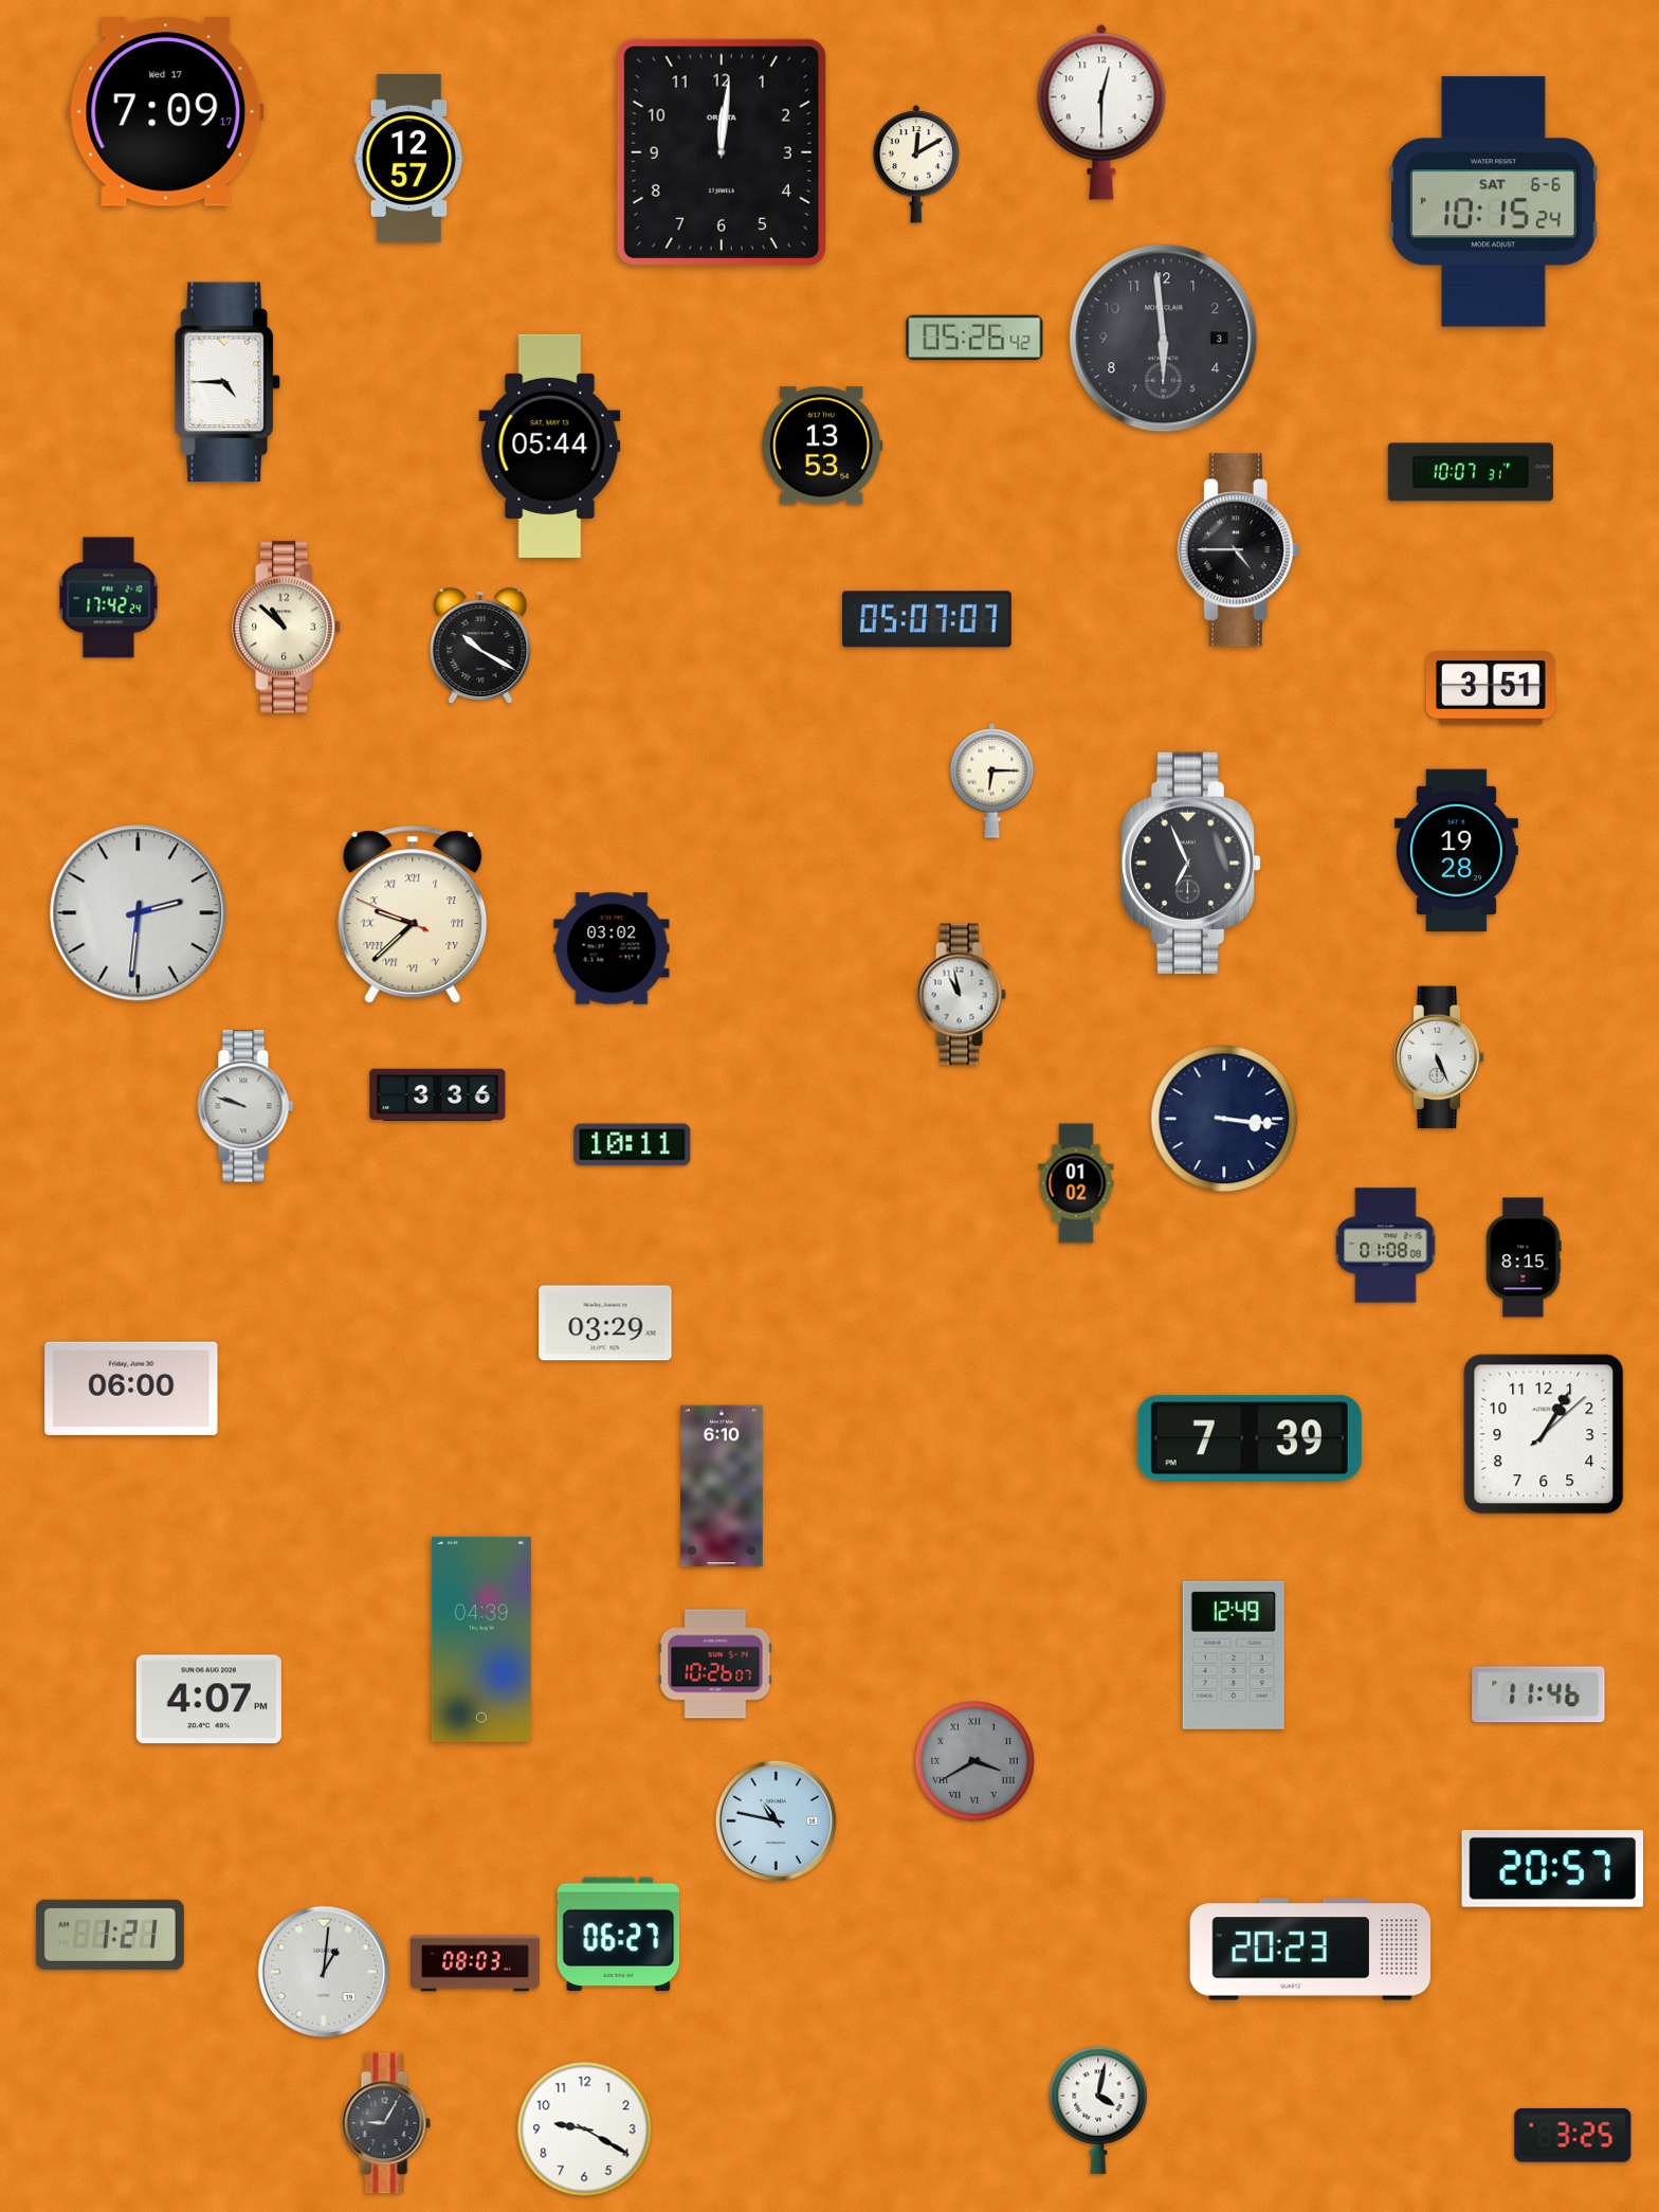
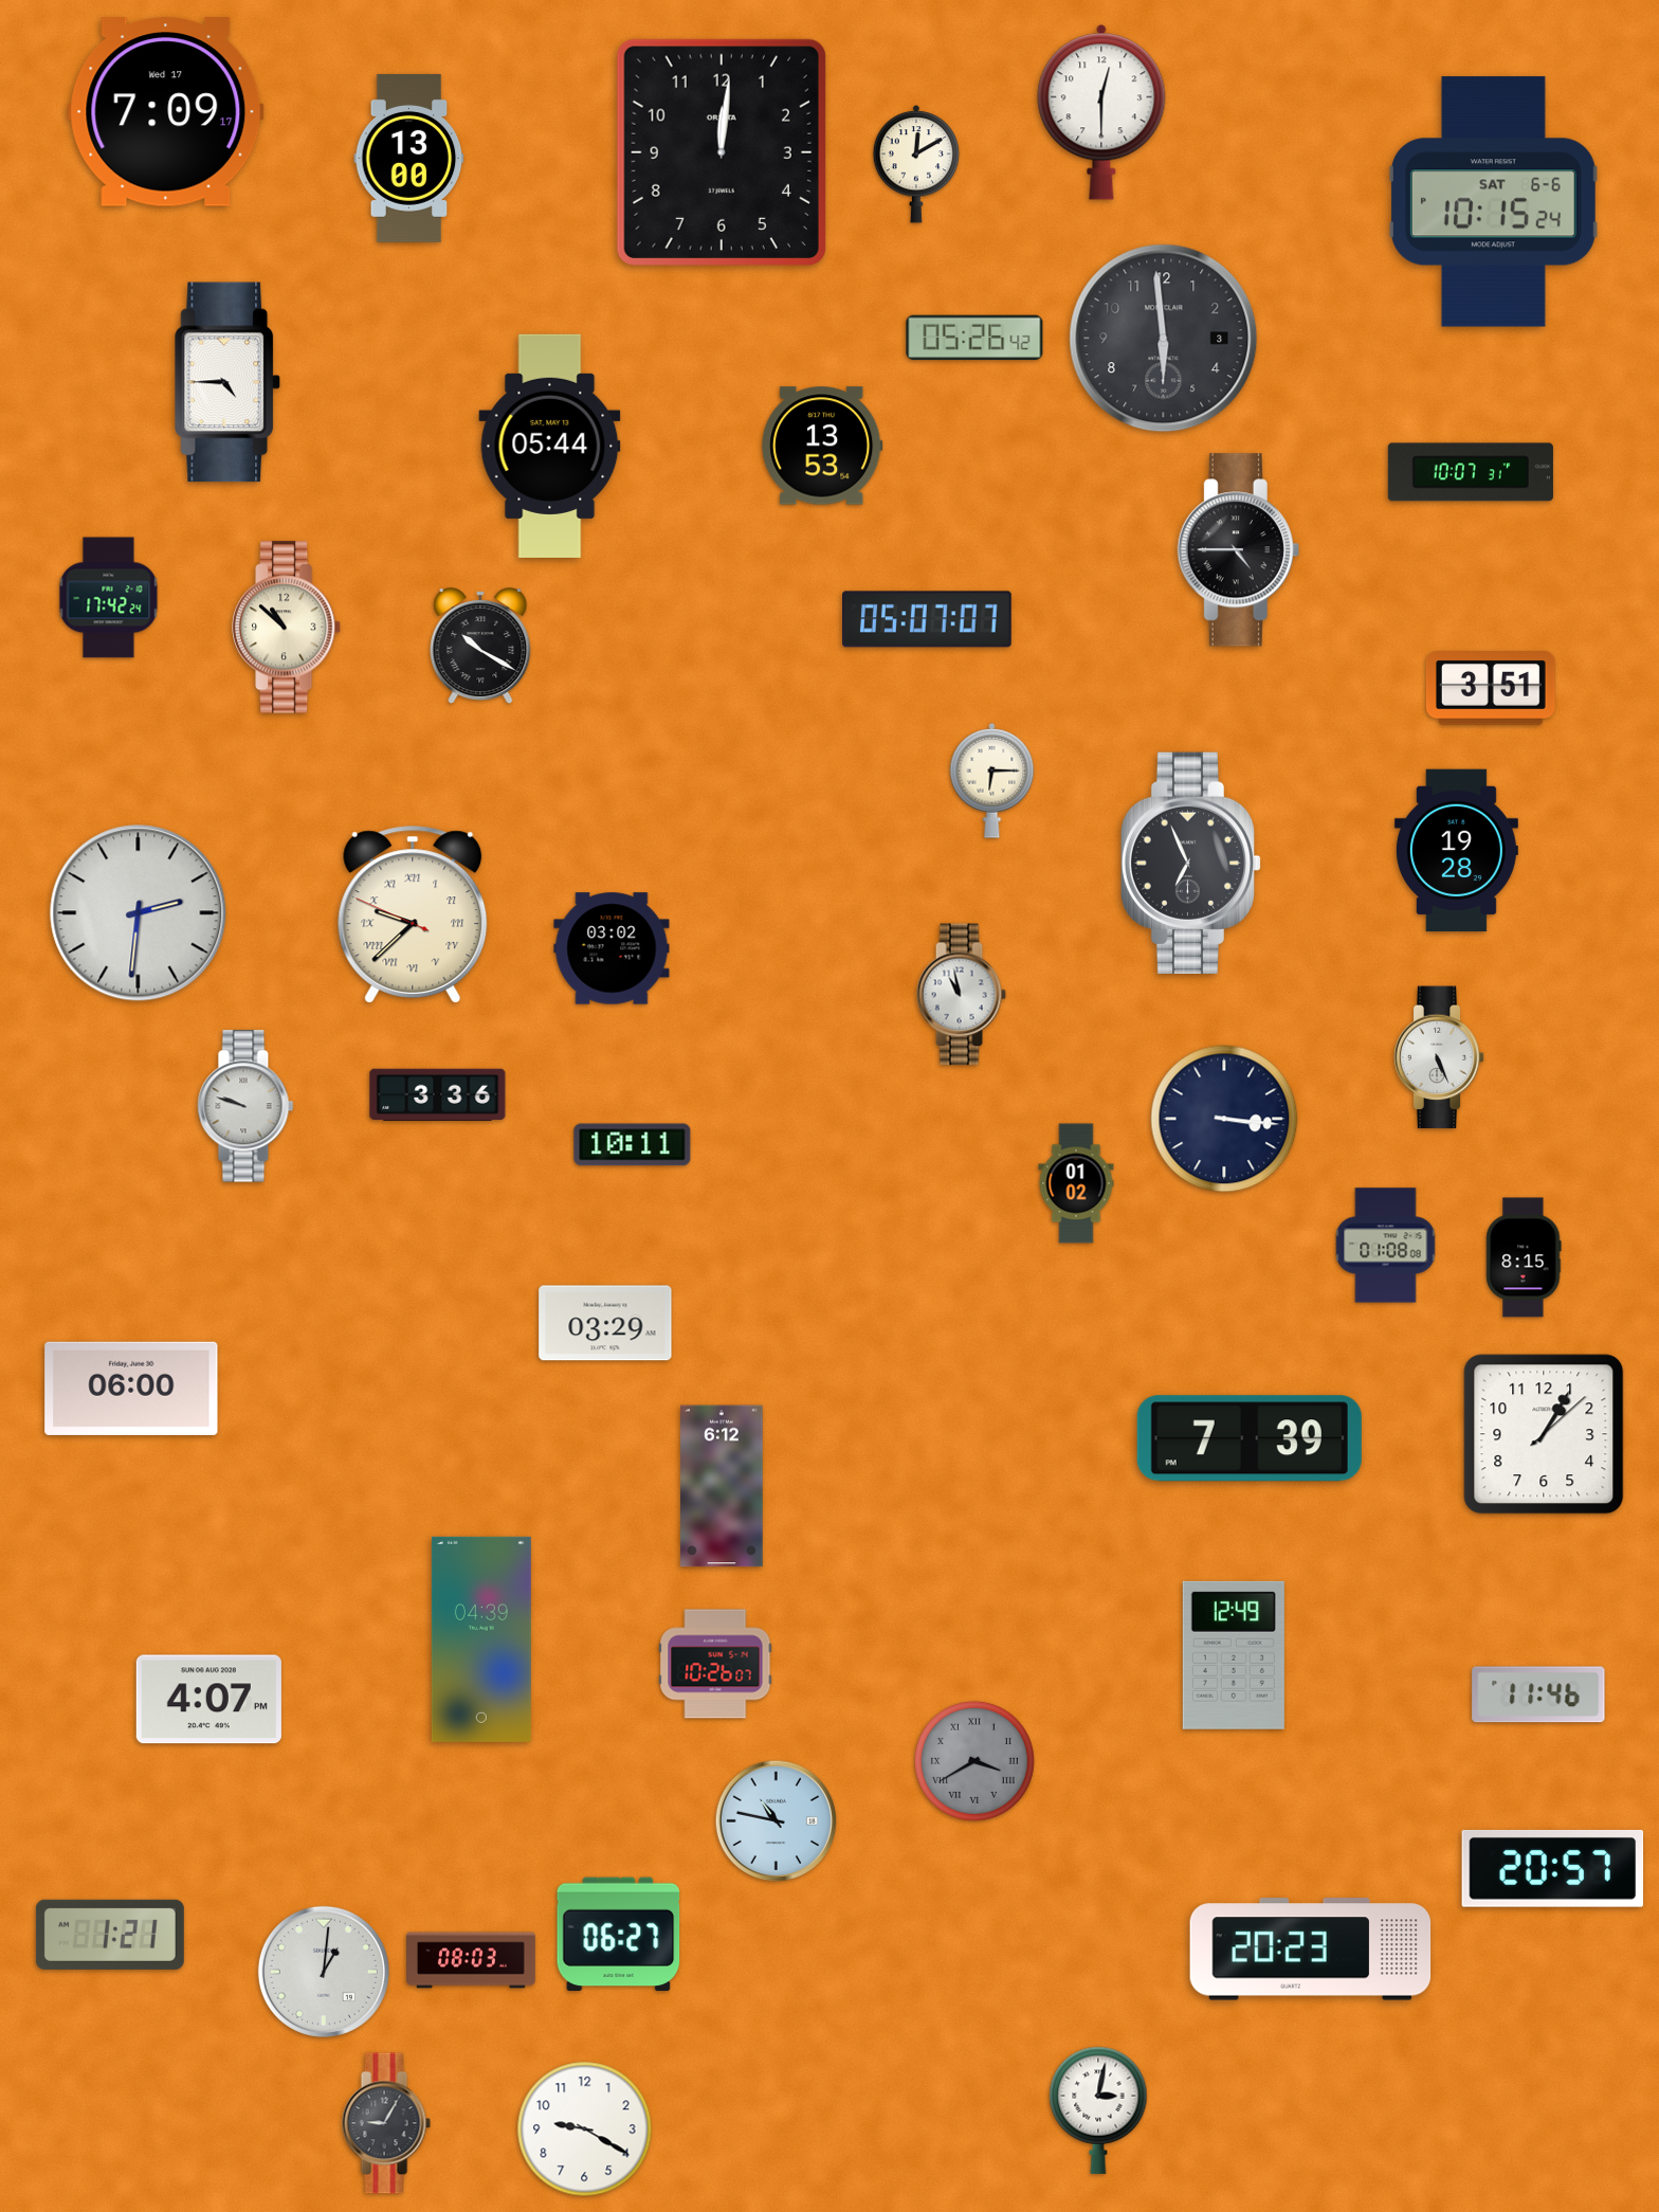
clock at (409, 158): 12:57 -> 13:00
clock at (722, 1486): 6:10 -> 6:12
clock at (476, 1963) position: (476, 1963) -> (472, 1960)
clock at (1098, 2110): 4:02 -> 3:02
clock at (1573, 2135): 3:25 -> none
